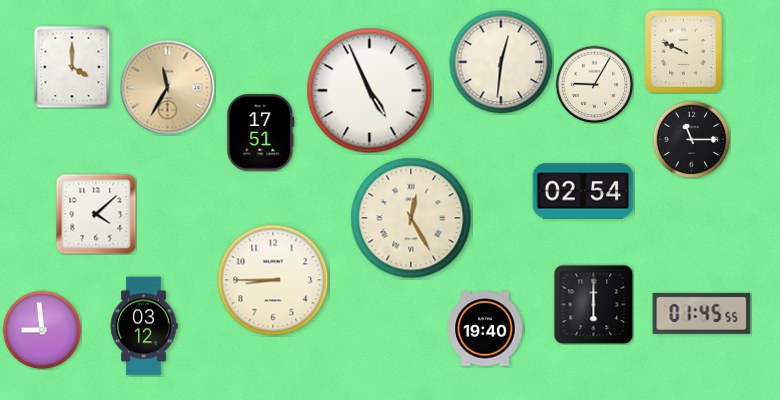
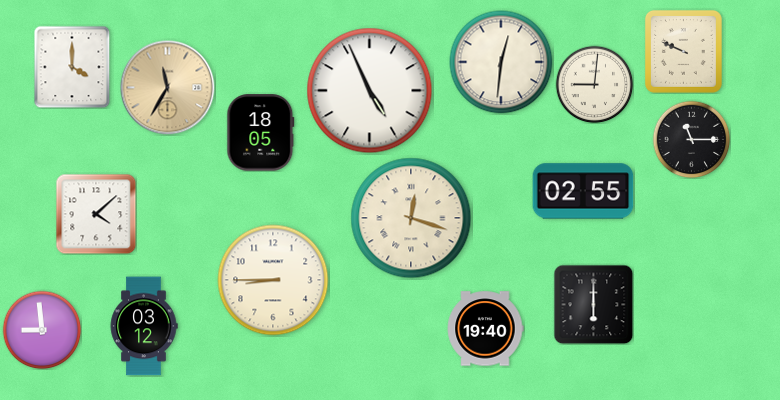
clock at (594, 84): 9:05 -> 9:01
clock at (261, 133): 17:51 -> 18:05
clock at (583, 191): 02:54 -> 02:55
clock at (411, 218): 12:25 -> 12:18
clock at (702, 313): 01:45 -> none
